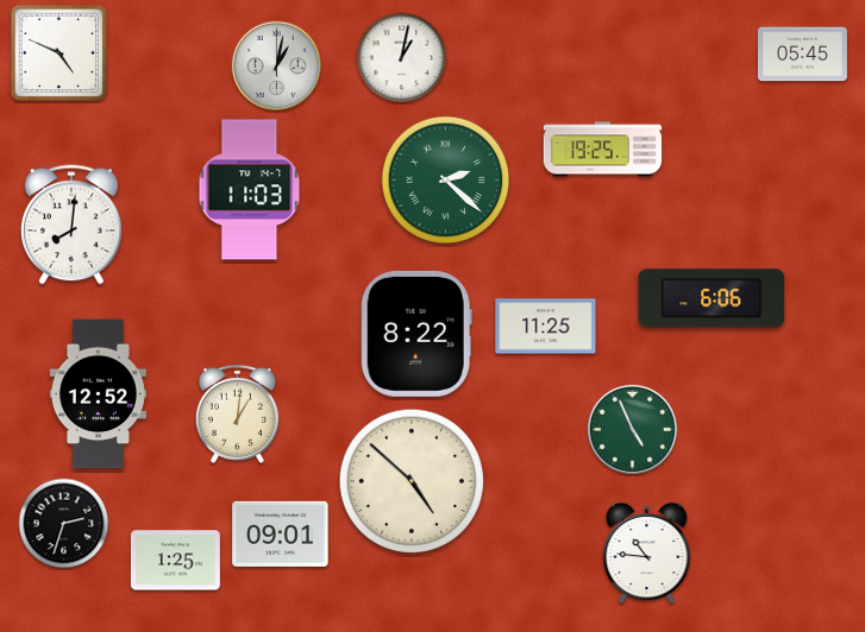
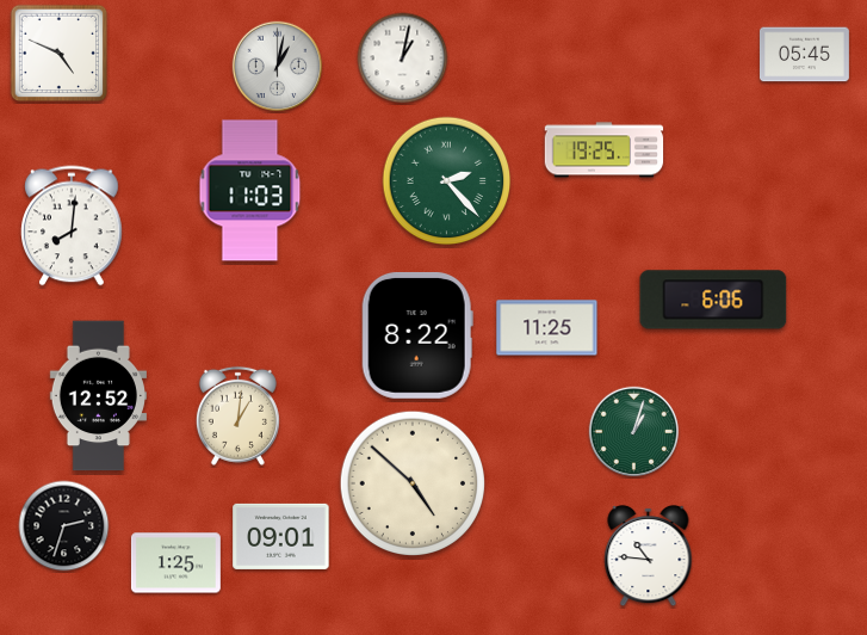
clock at (446, 181): 2:22 -> 2:23
clock at (633, 430): 4:56 -> 1:03
